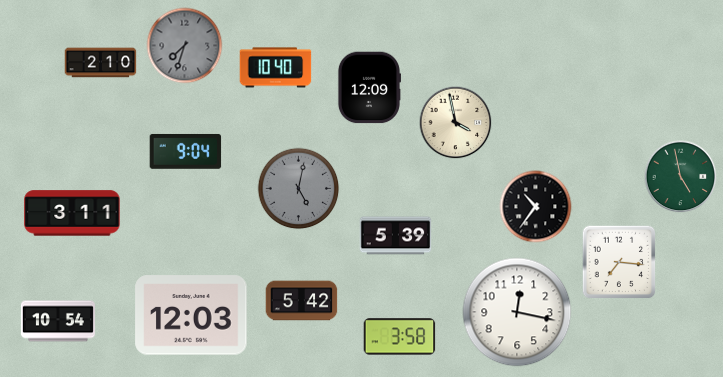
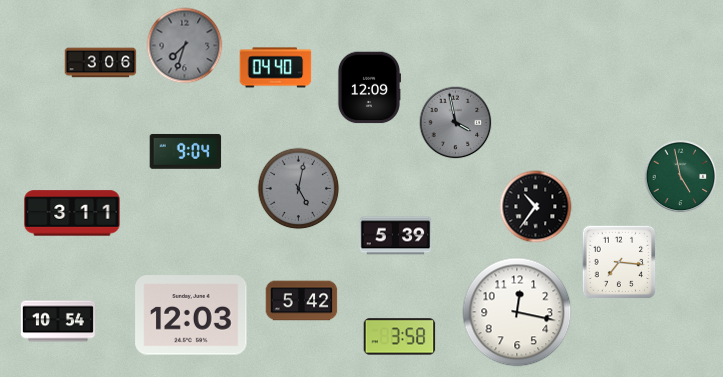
clock at (101, 63): 2:10 -> 3:06
clock at (276, 68): 10:40 -> 04:40
clock at (456, 123) dial: cream -> grey
